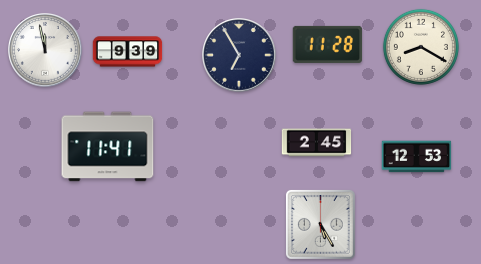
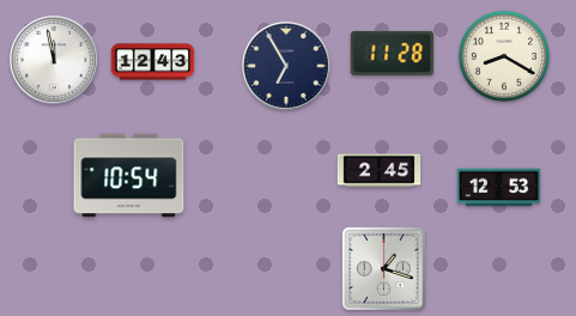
clock at (128, 52): 9:39 -> 12:43
clock at (108, 147): 11:41 -> 10:54
clock at (320, 224): 5:25 -> 1:18
